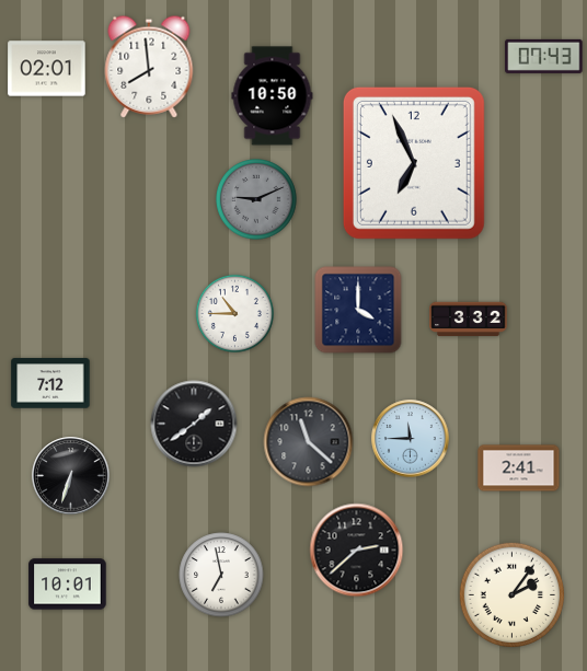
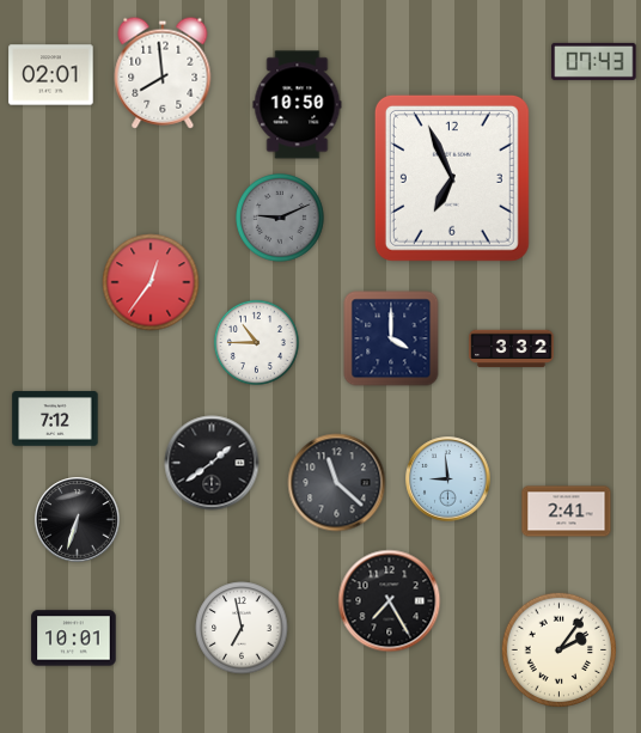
clock at (151, 282): none -> 12:36
clock at (411, 439): 11:45 -> 8:59
clock at (357, 551): 2:38 -> 7:25
